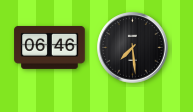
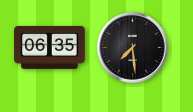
clock at (50, 47): 06:46 -> 06:35
